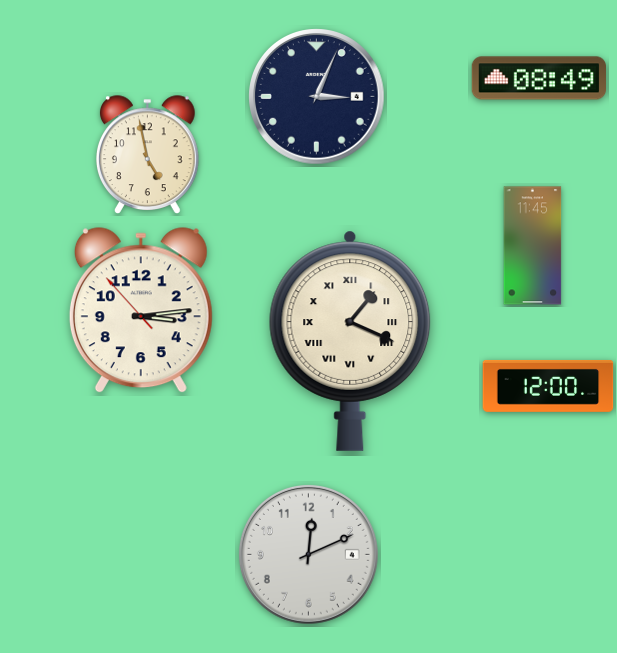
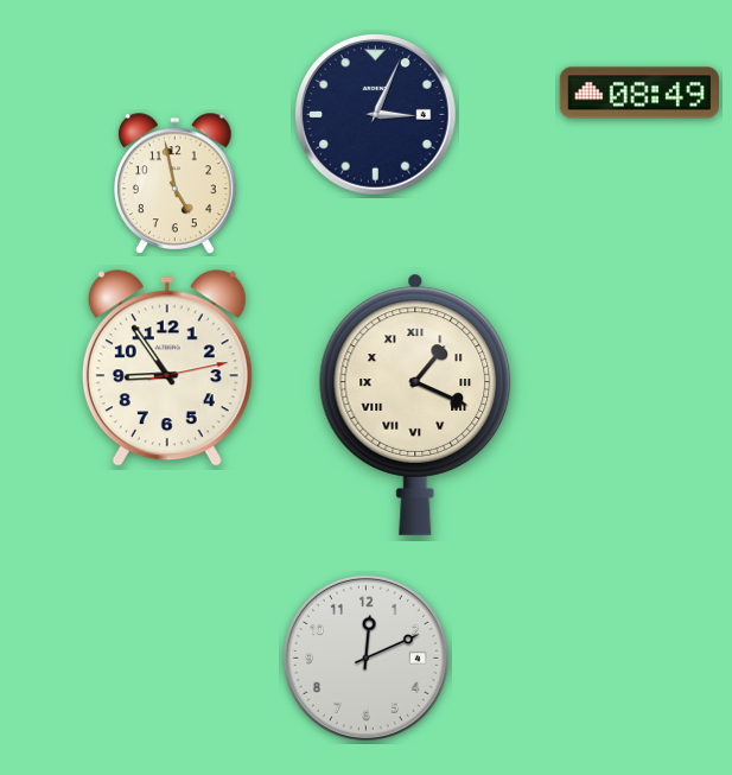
clock at (533, 246): 11:45 -> none
clock at (141, 311): 3:13 -> 8:54
clock at (548, 386): 12:00 -> none
